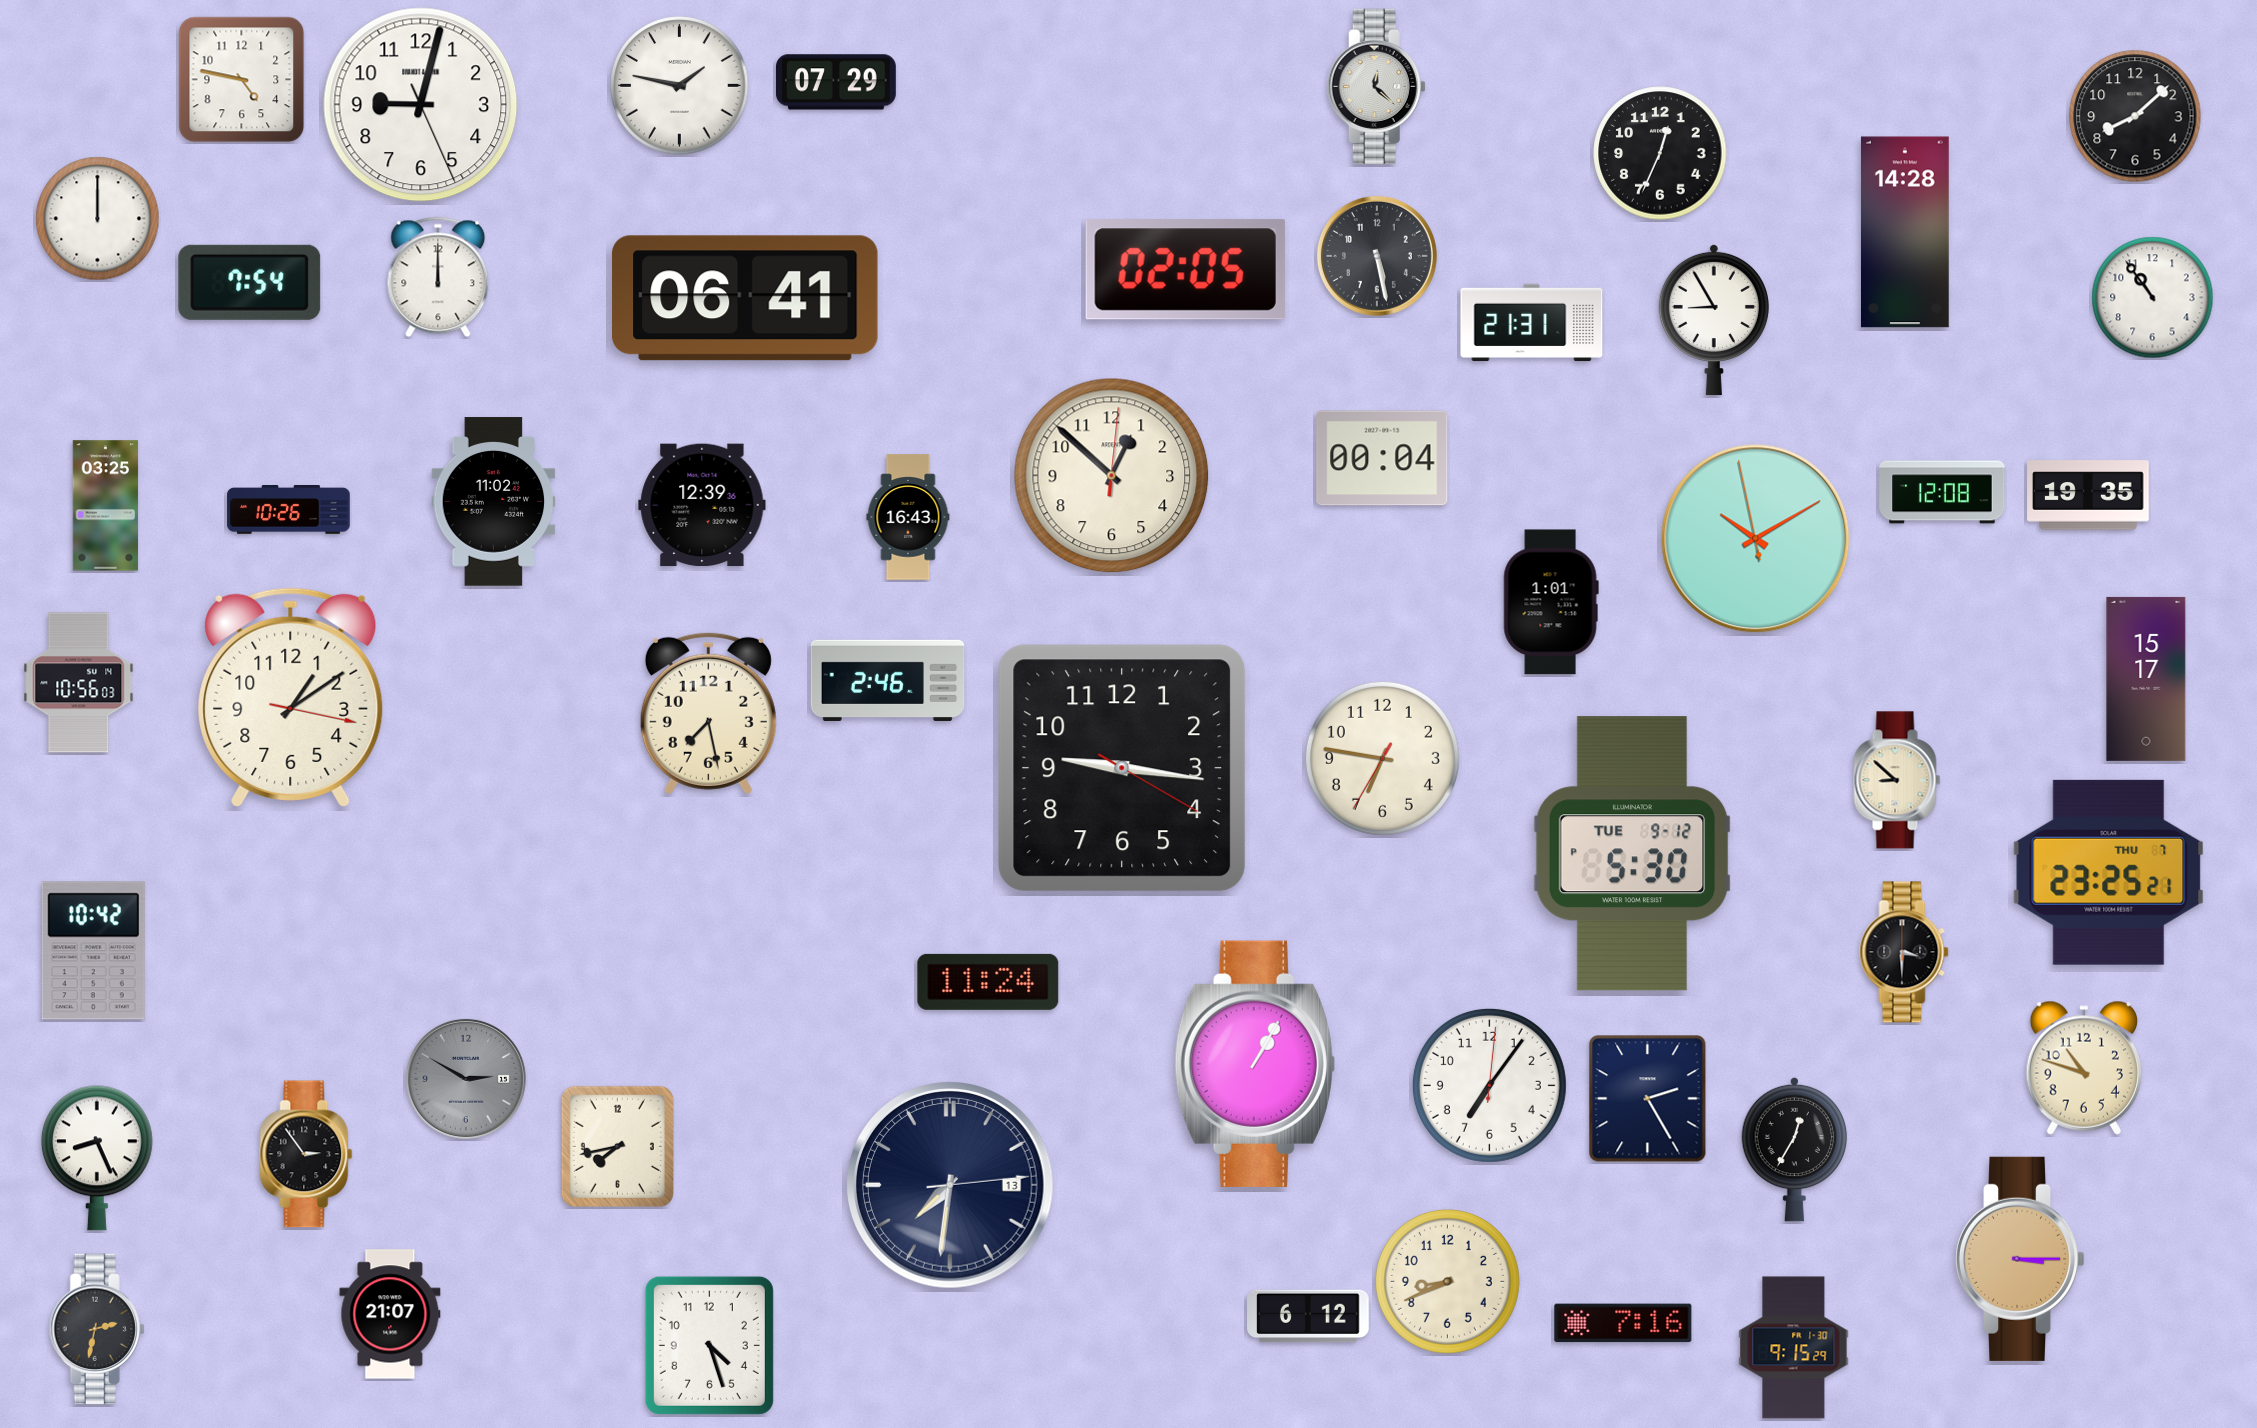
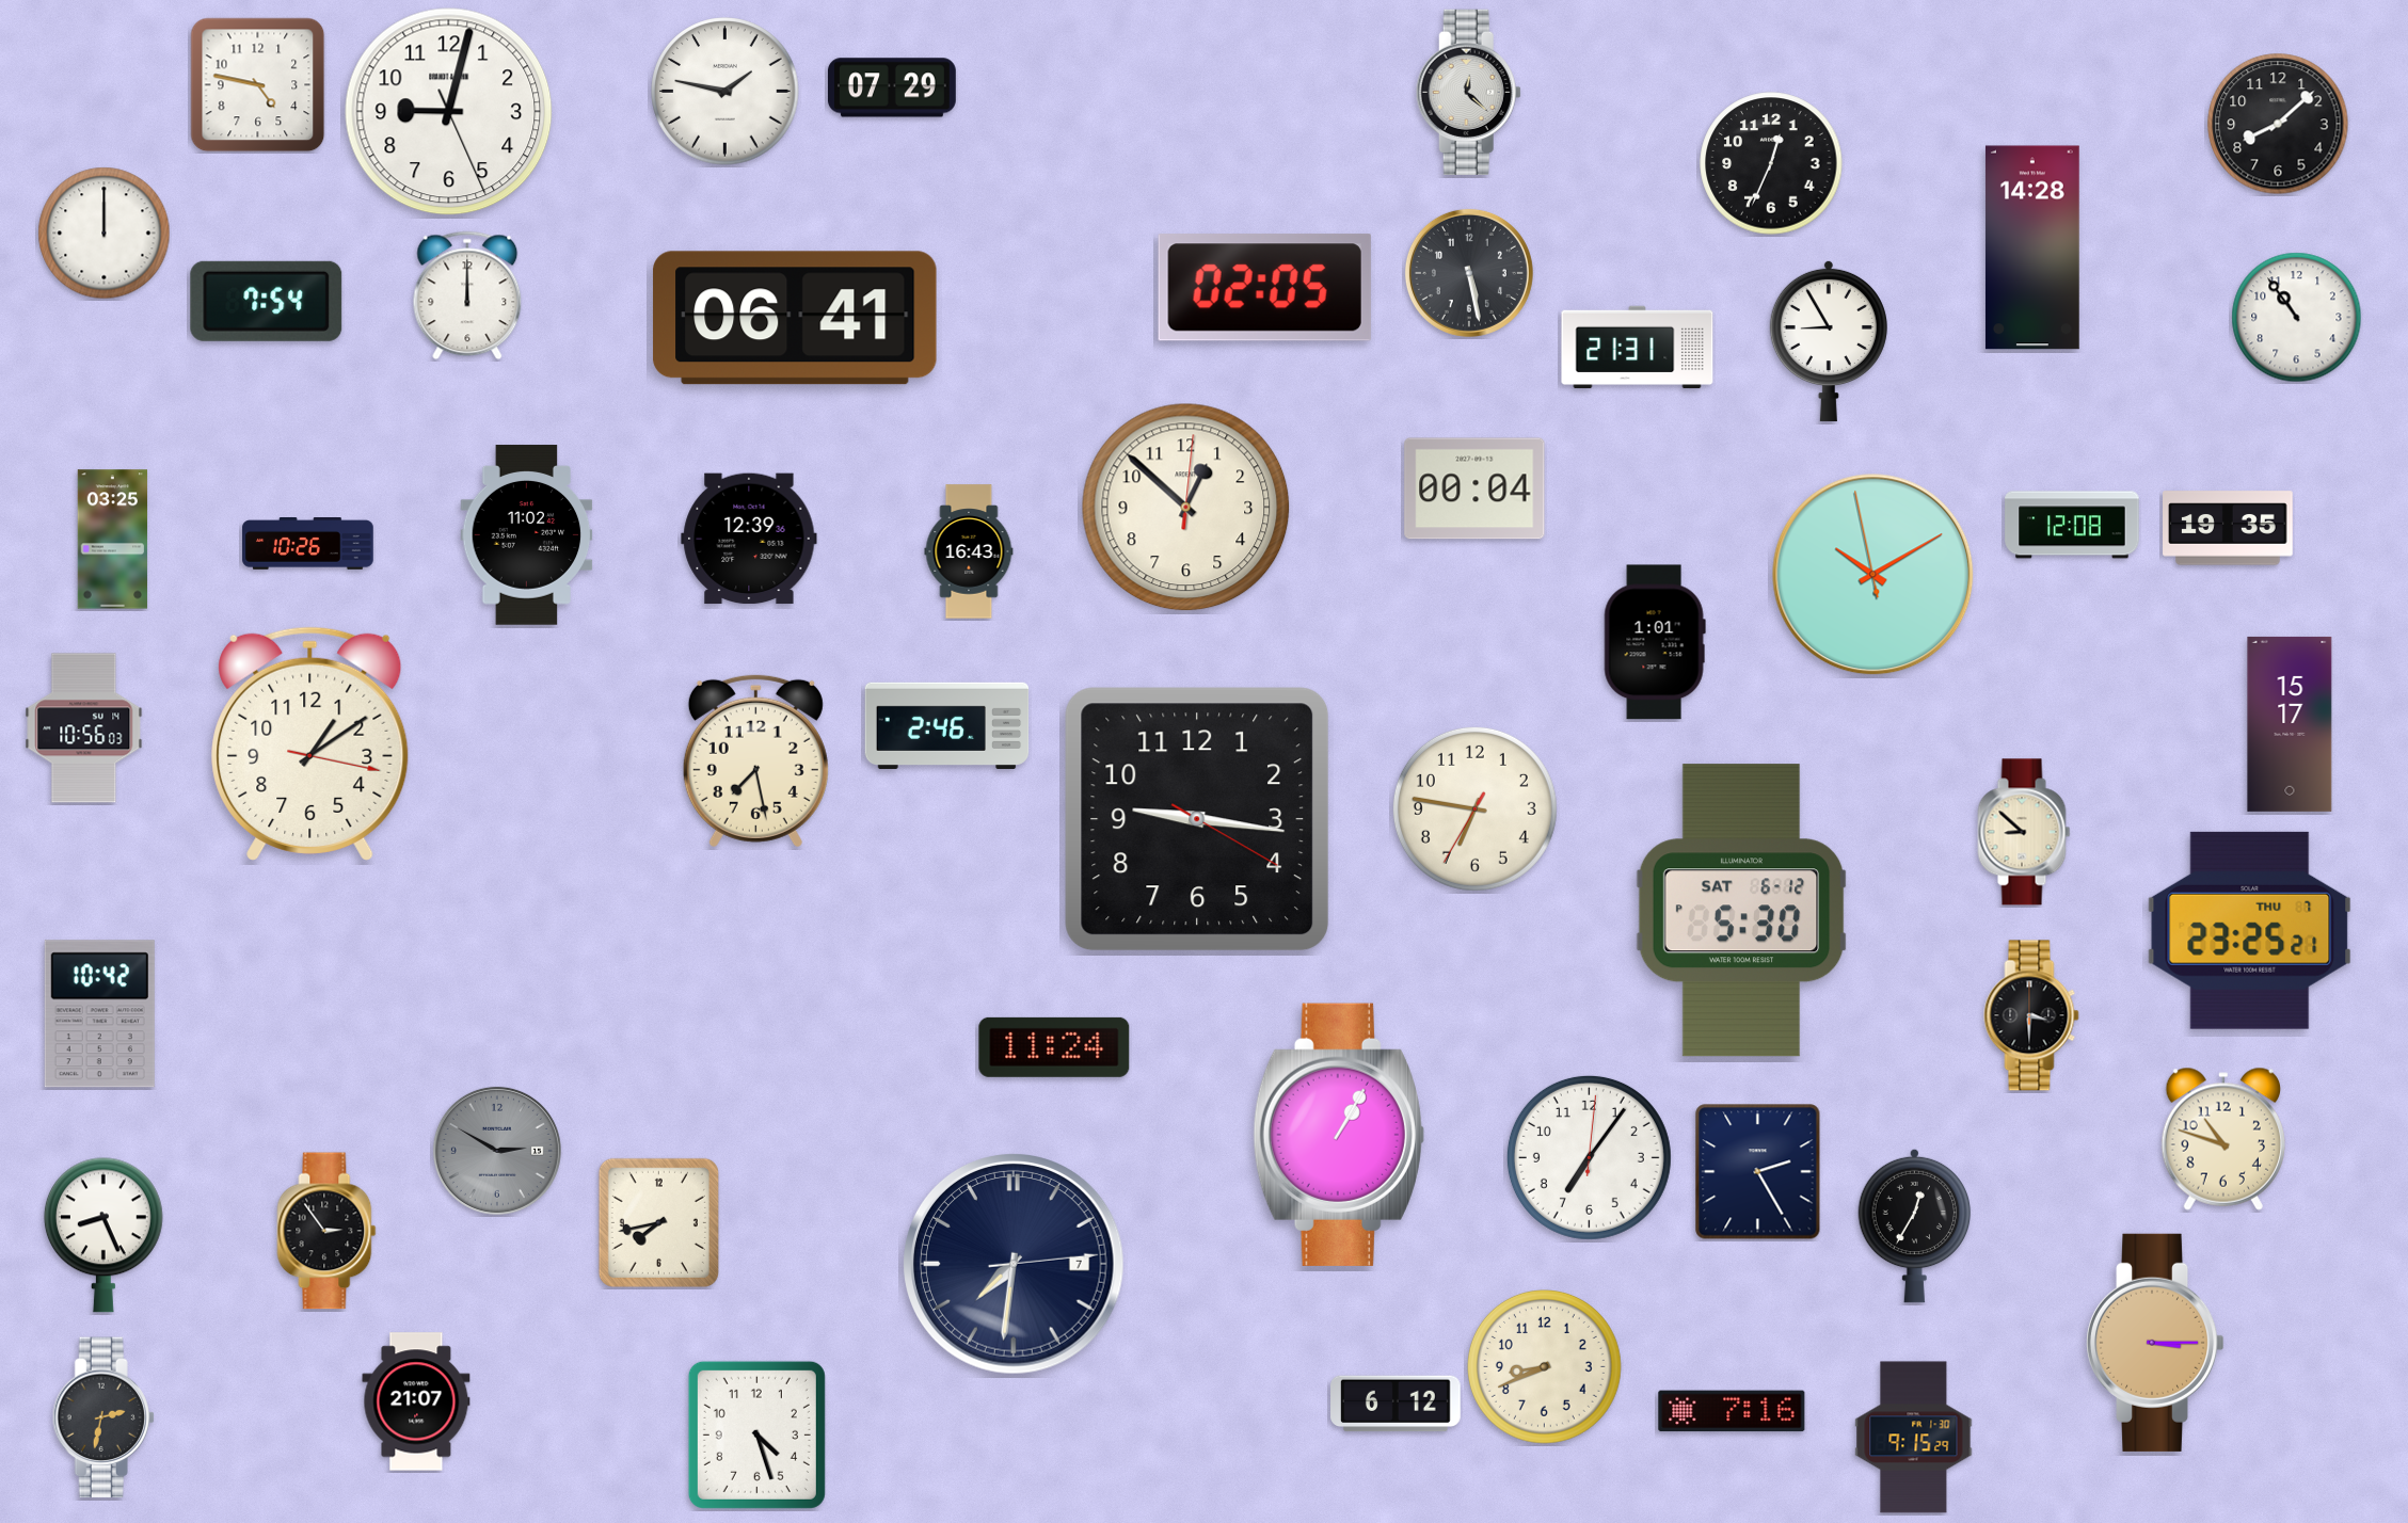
clock at (1532, 323) position: (1532, 323) -> (1638, 348)
clock at (1633, 854) date: TUE 9-12 -> SAT 6-12
clock at (951, 1186) date: 13 -> 7
